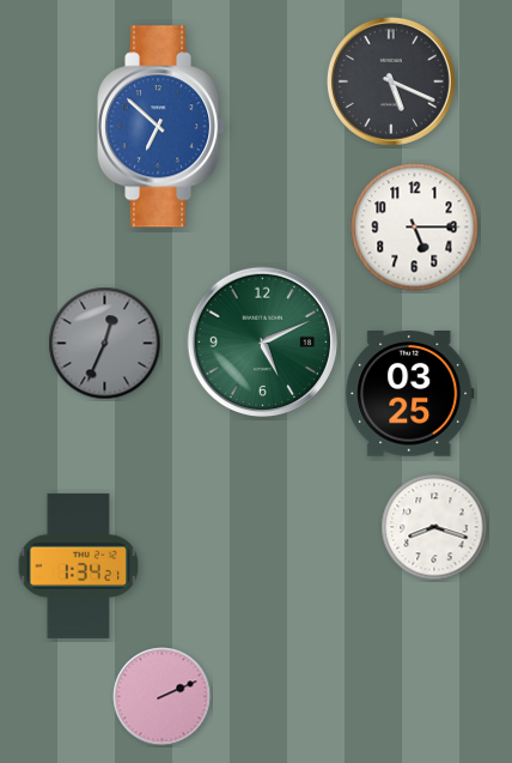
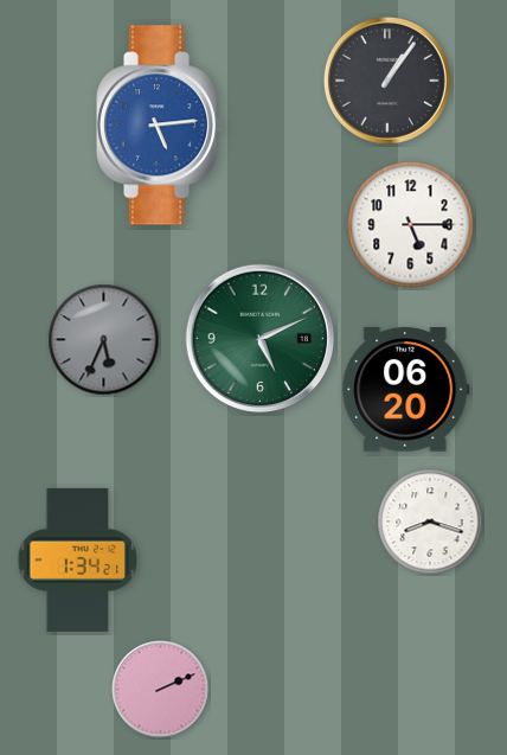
clock at (391, 81): 5:19 -> 1:06
clock at (161, 127): 6:52 -> 5:14
clock at (105, 344): 12:34 -> 5:34
clock at (410, 394): 03:25 -> 06:20
